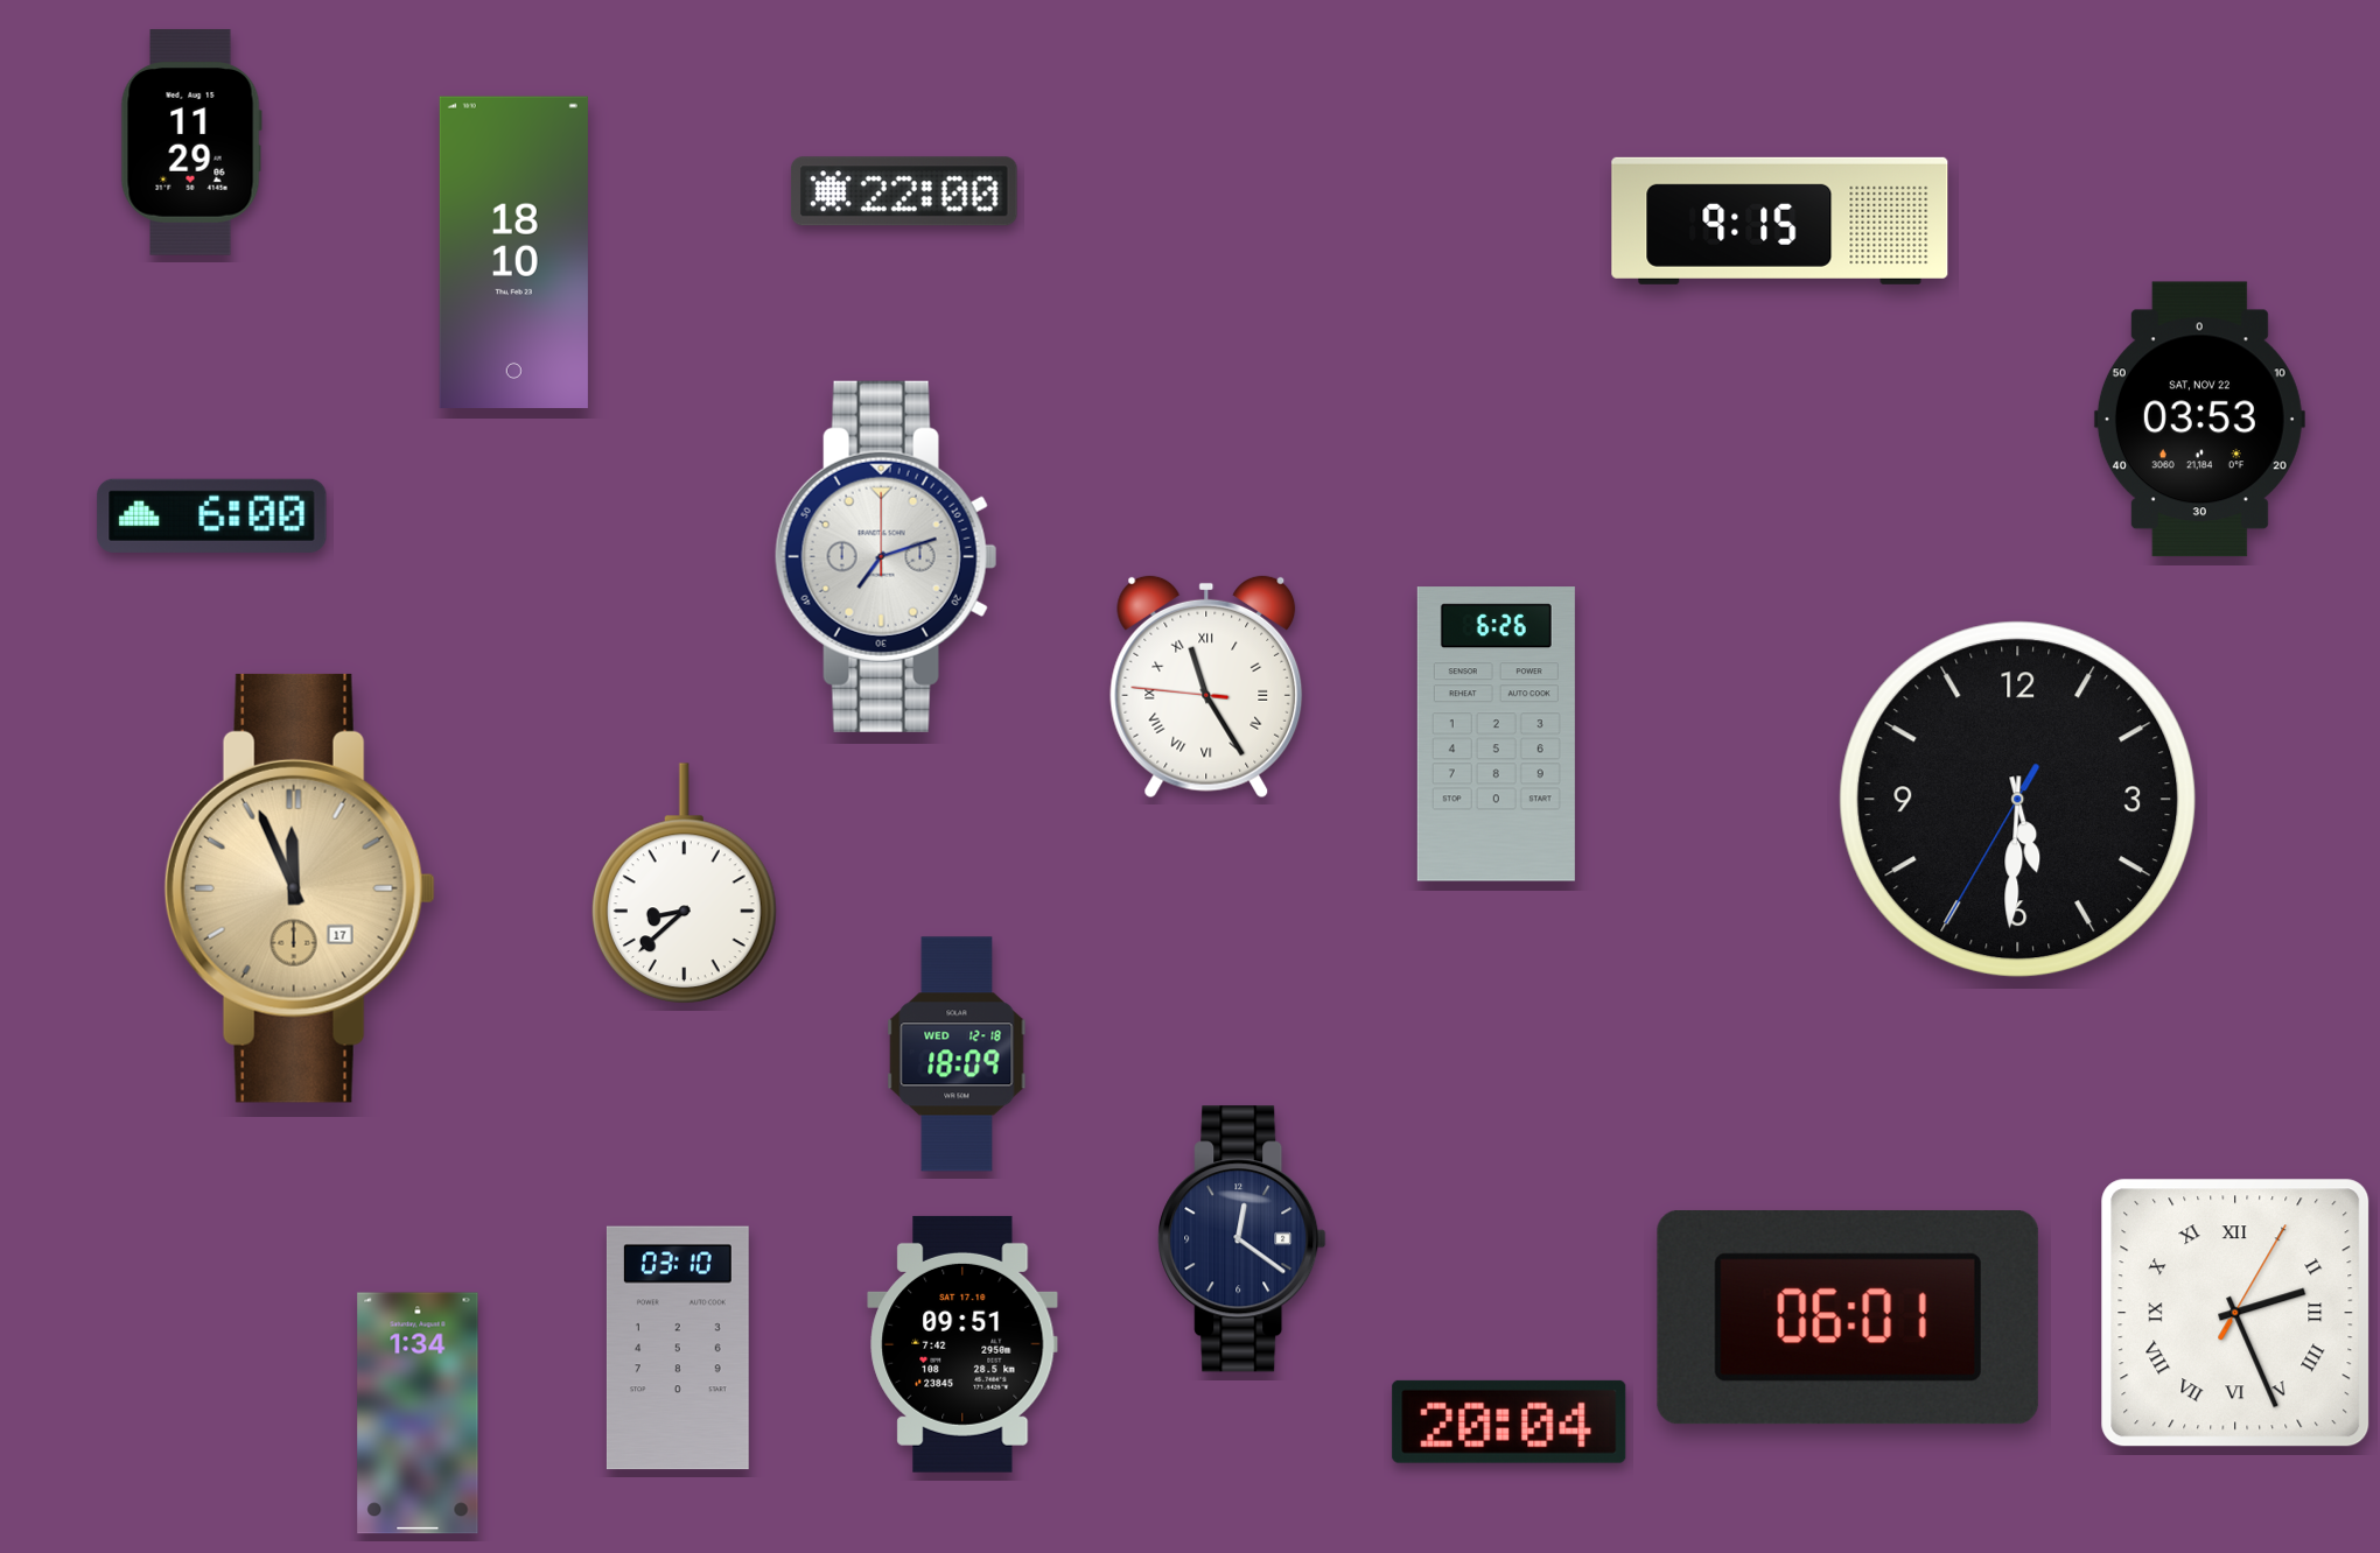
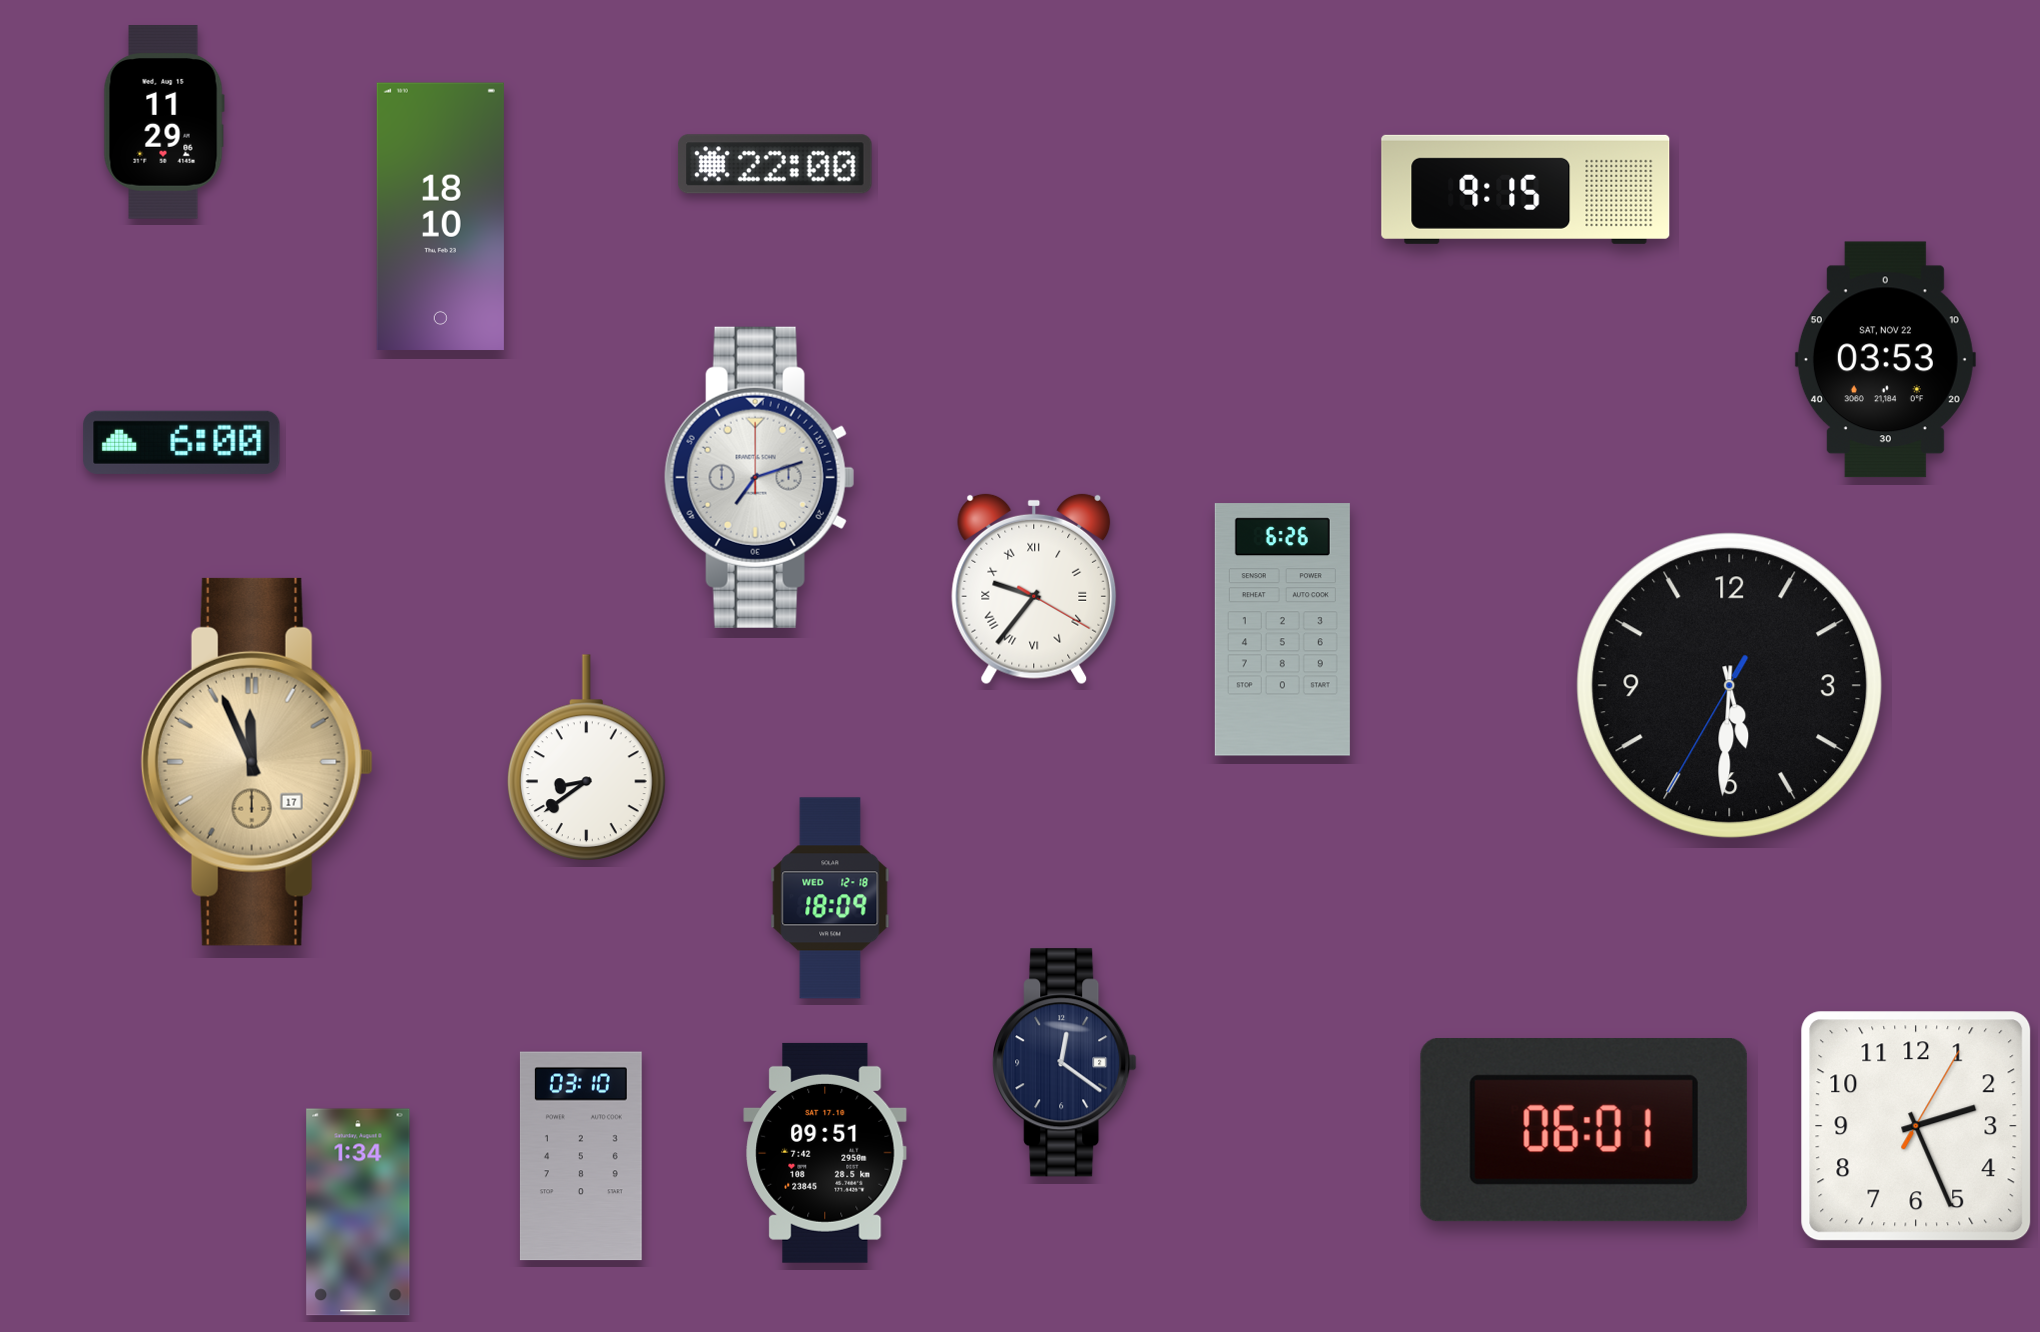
clock at (1206, 687): 11:24 -> 9:36
clock at (684, 884): 8:38 -> 8:39
clock at (957, 1054) position: (957, 1054) -> (830, 898)
clock at (2235, 1313) numerals: Roman -> Arabic
clock at (1510, 1421): 20:04 -> none
